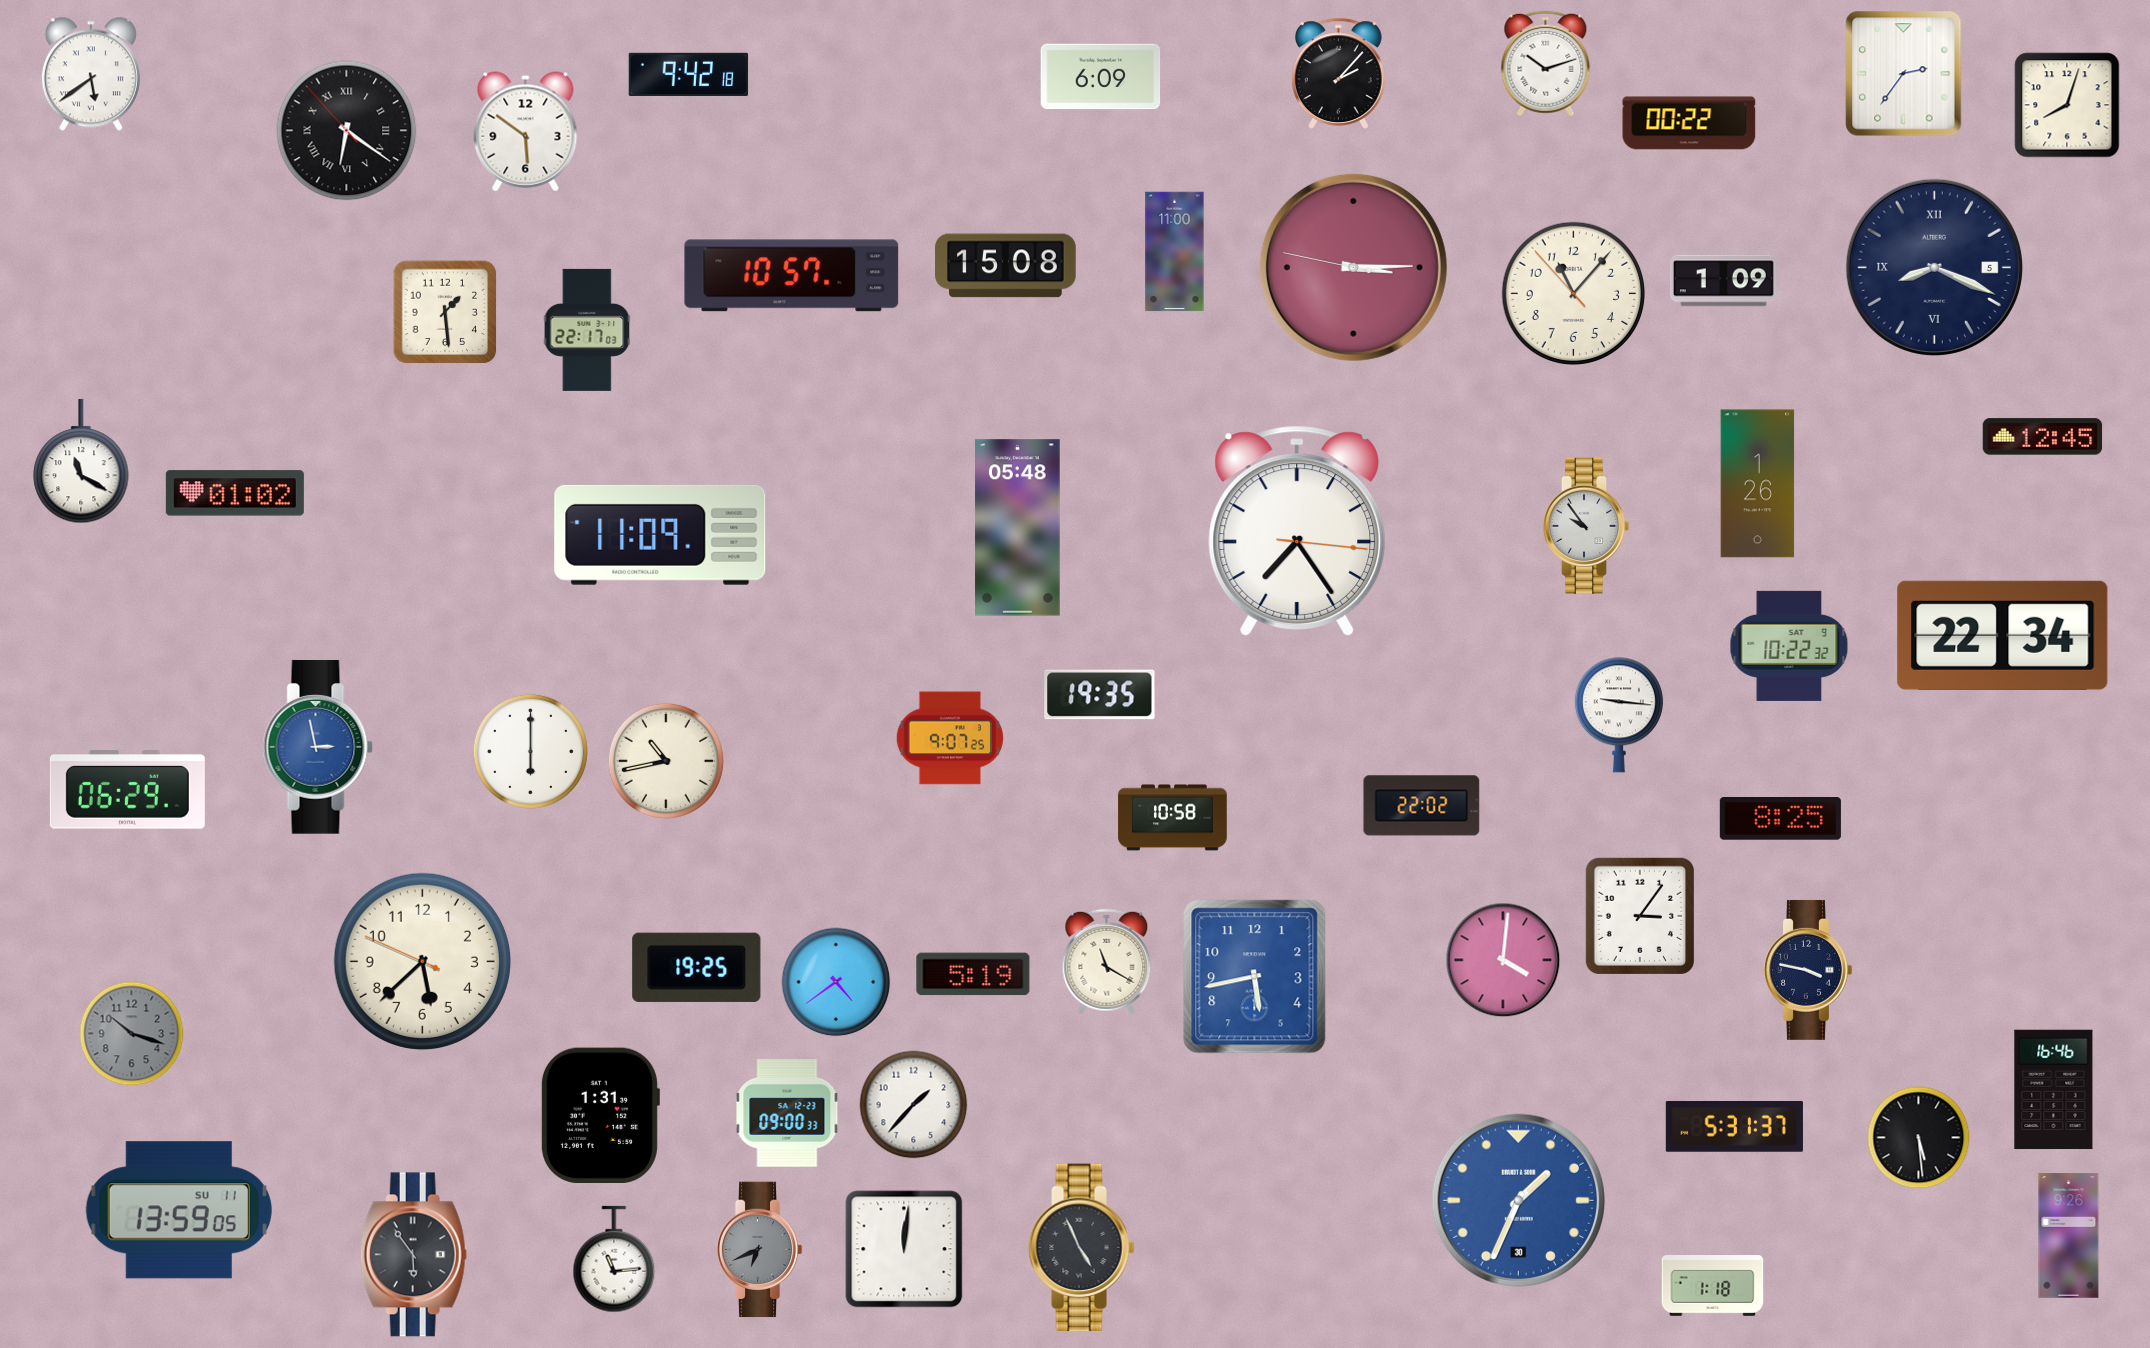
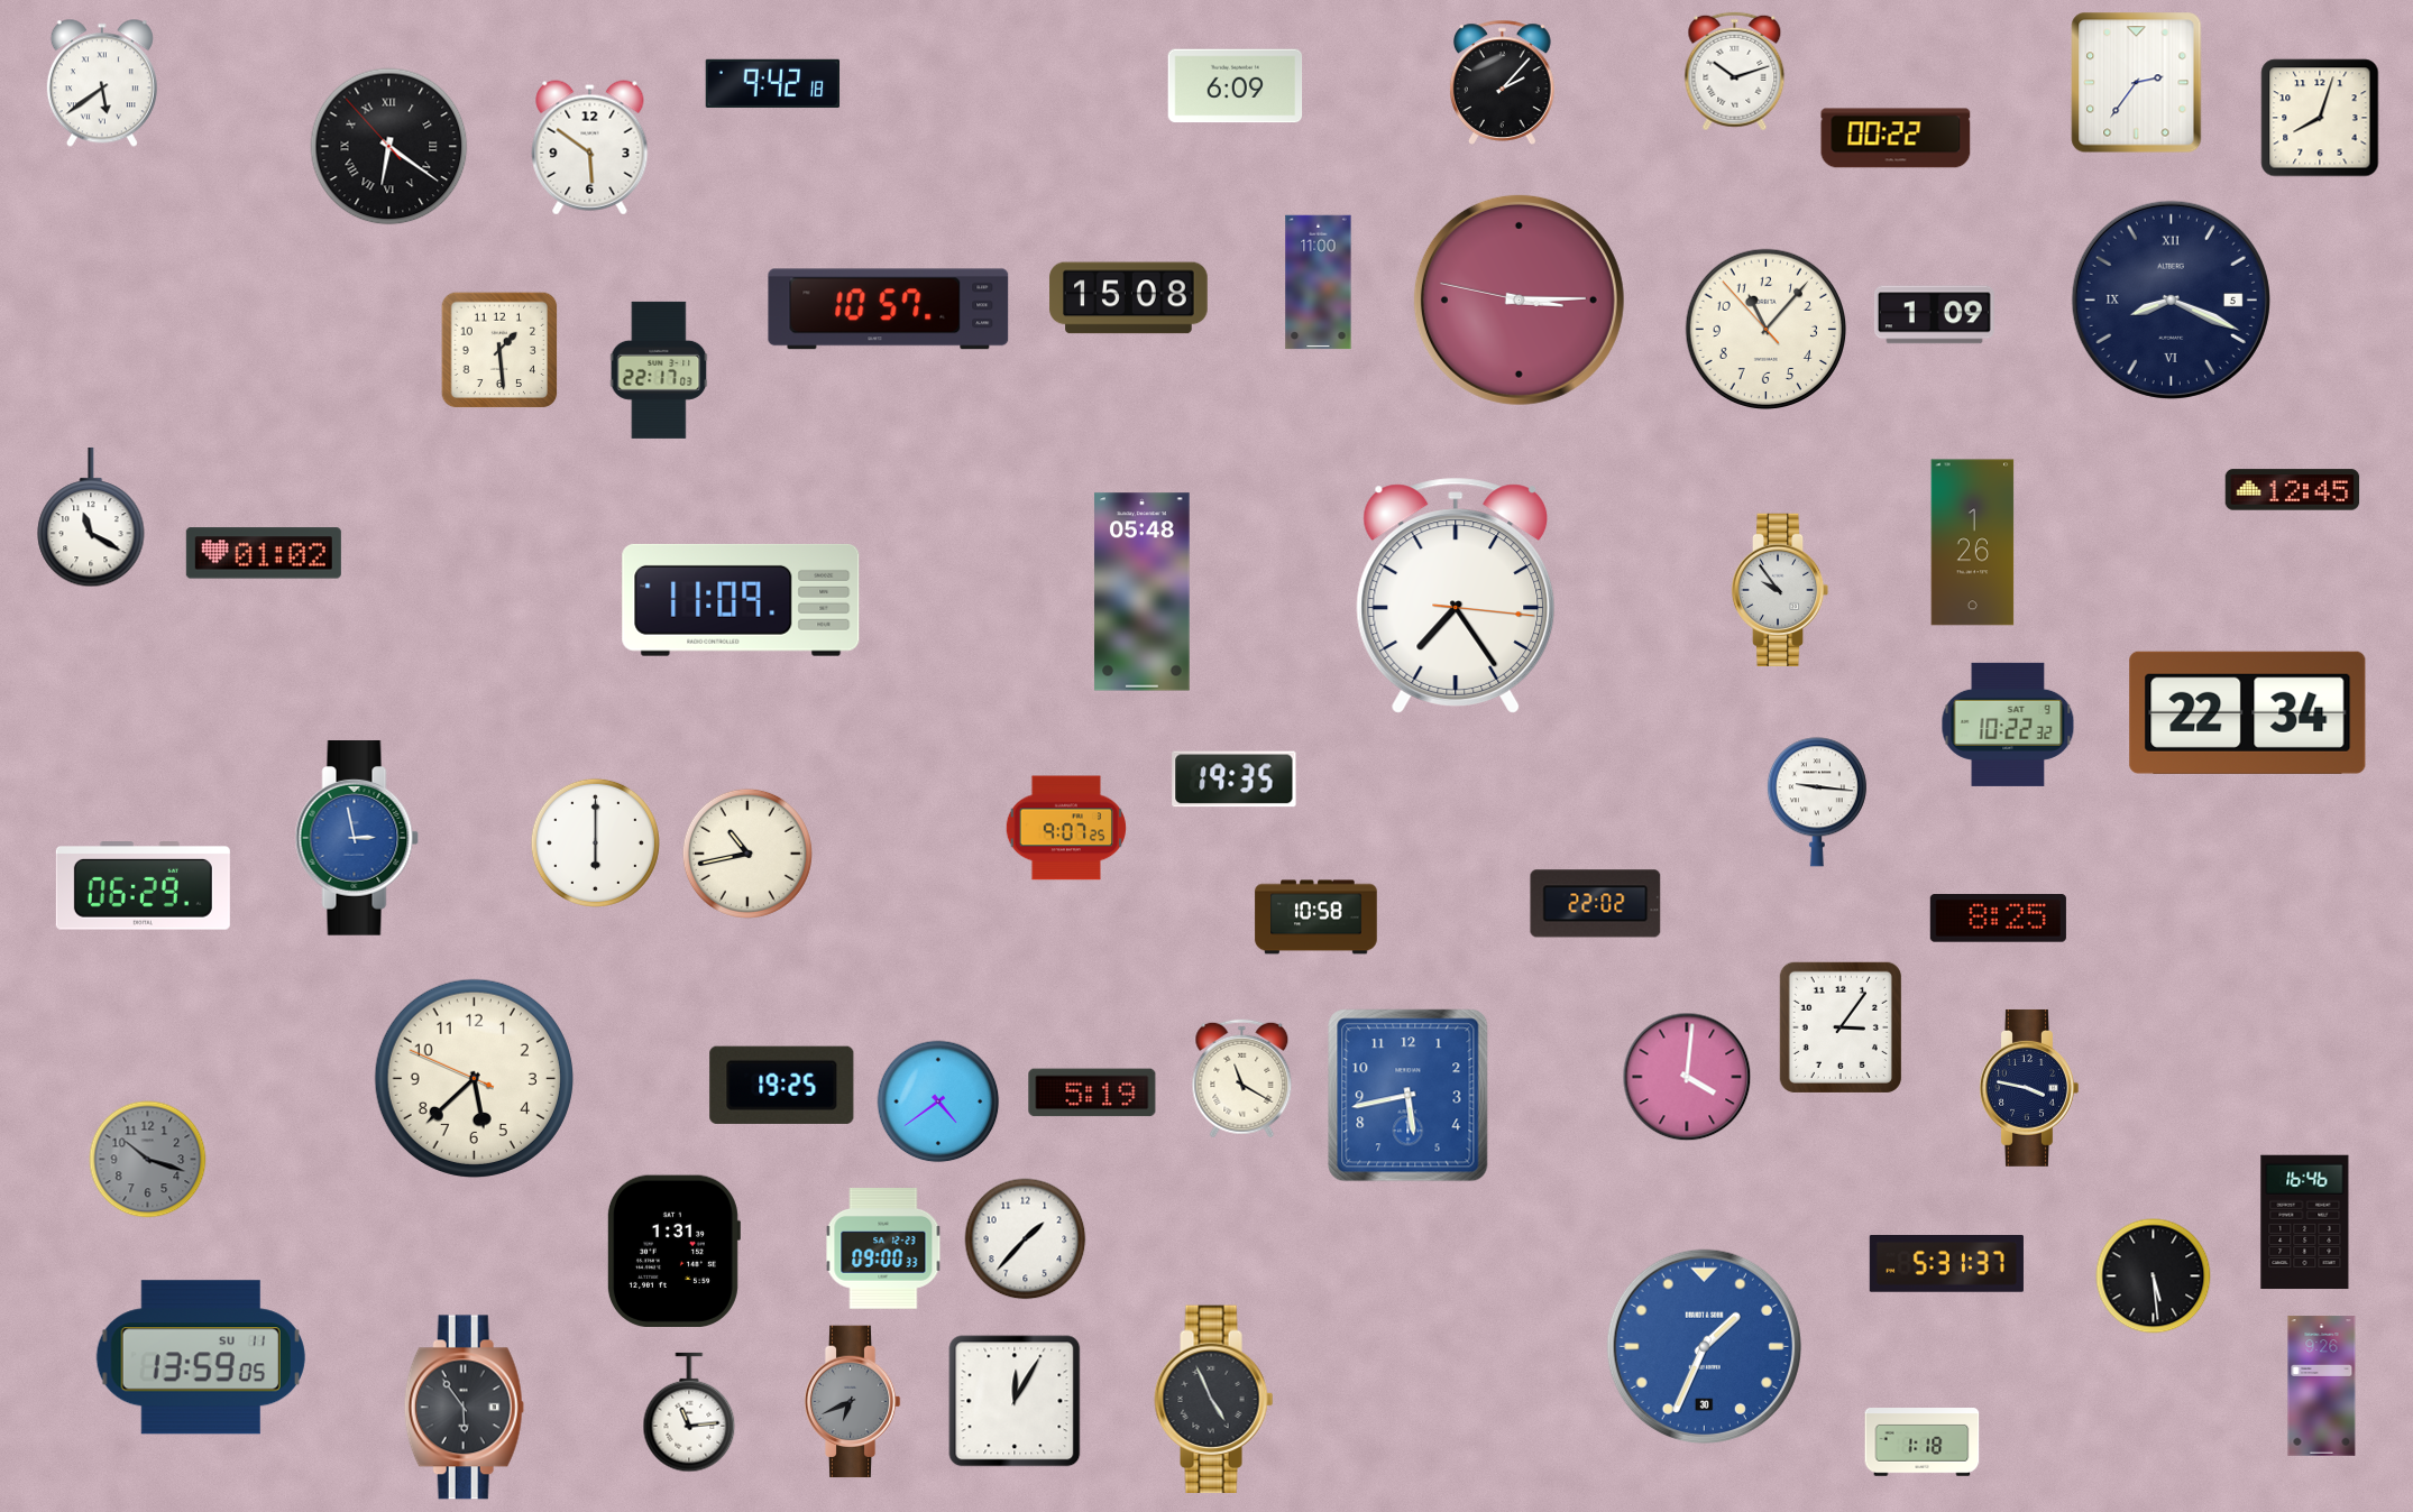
clock at (904, 1249): 12:01 -> 12:05
